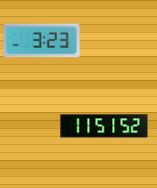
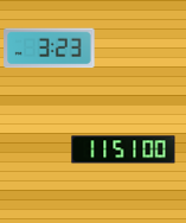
clock at (104, 126): 11:51:52 -> 11:51:00
